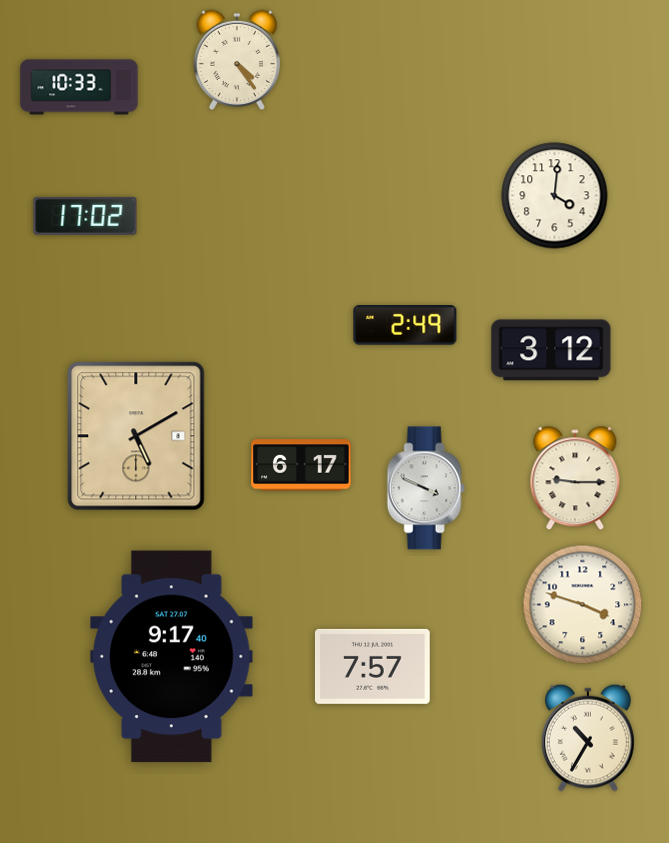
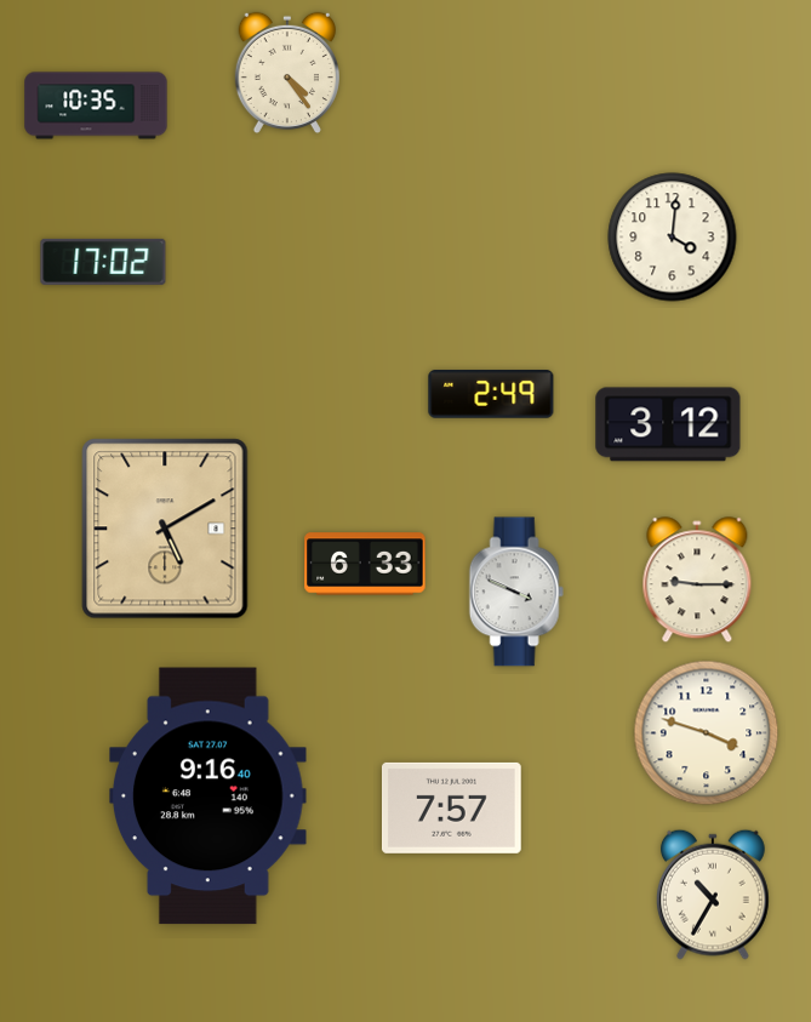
clock at (79, 87): 10:33 -> 10:35
clock at (301, 465): 6:17 -> 6:33
clock at (172, 657): 9:17 -> 9:16
